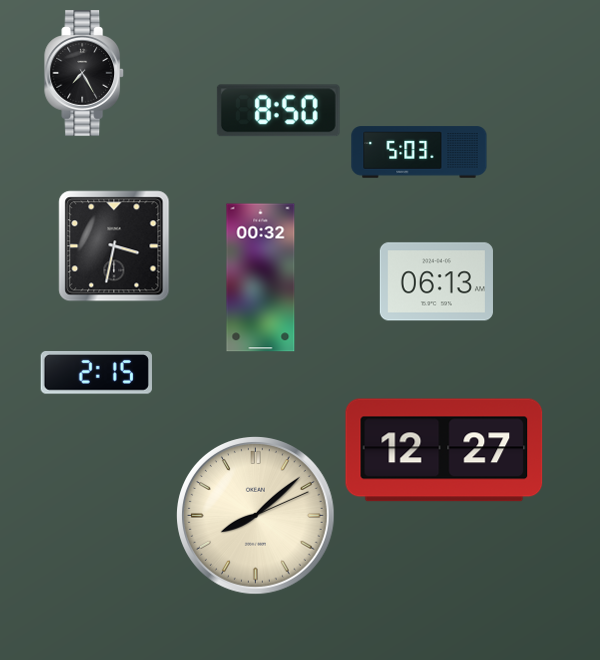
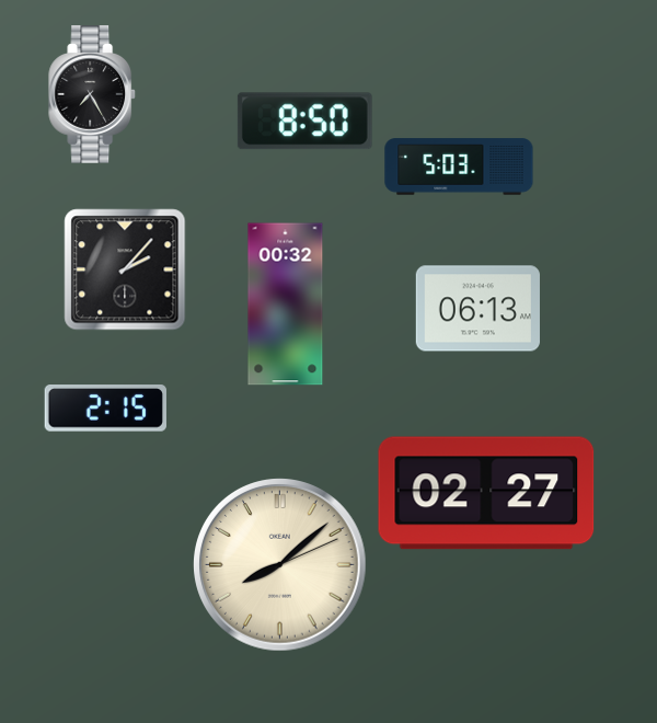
clock at (85, 73) position: (85, 73) -> (93, 94)
clock at (114, 246): 3:32 -> 2:07
clock at (444, 450): 12:27 -> 02:27
